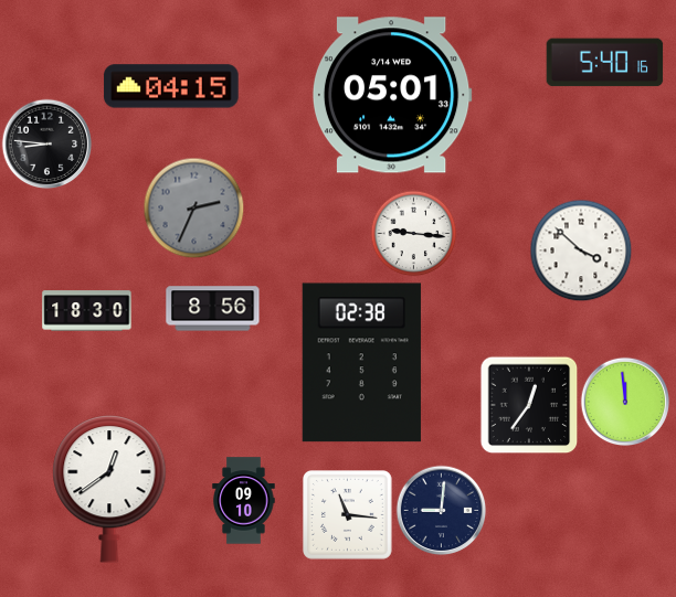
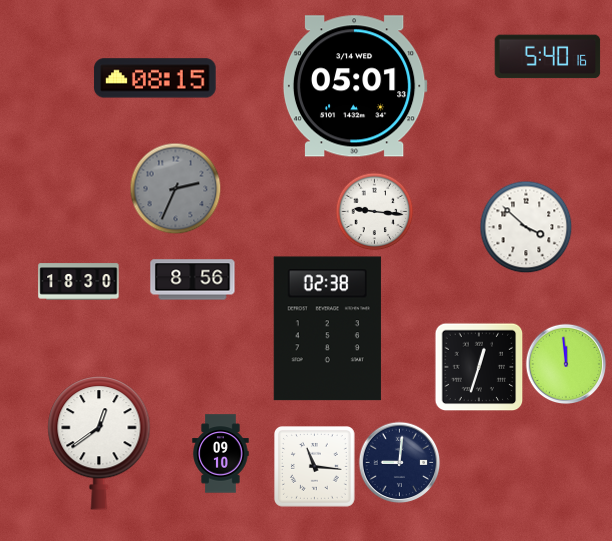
clock at (171, 86): 04:15 -> 08:15
clock at (46, 143): 8:46 -> none
clock at (529, 405): 12:36 -> 12:33
